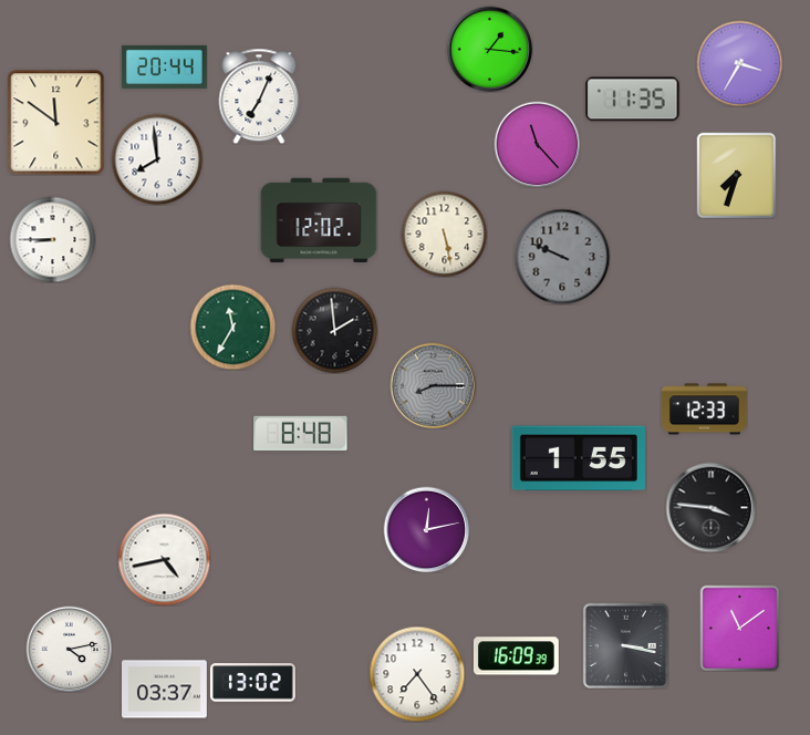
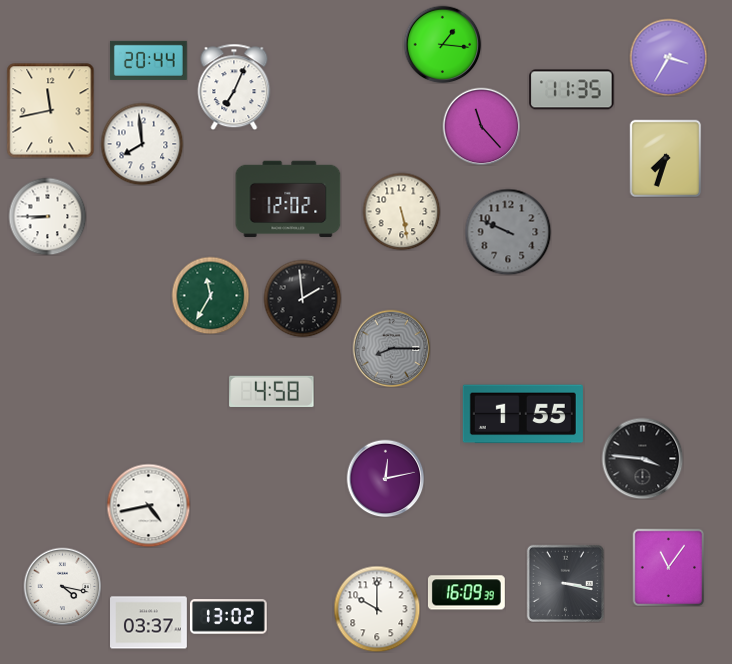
clock at (56, 123): 11:51 -> 11:43
clock at (537, 144) position: (537, 144) -> (481, 126)
clock at (705, 410): 12:33 -> none
clock at (301, 433): 8:48 -> 4:58
clock at (740, 628): 11:09 -> 11:06
clock at (69, 649): 4:13 -> 4:17
clock at (417, 674): 7:24 -> 10:00
